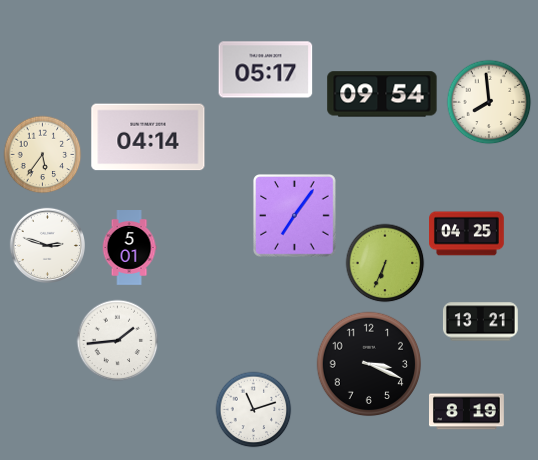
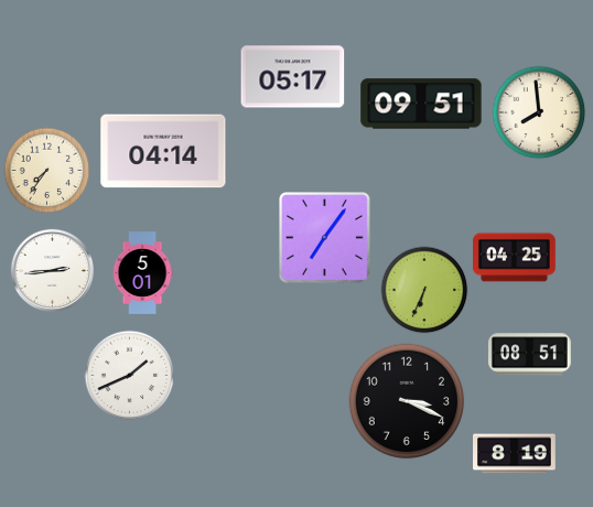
clock at (382, 94): 09:54 -> 09:51
clock at (43, 155): 5:36 -> 7:36
clock at (47, 245): 2:48 -> 2:44
clock at (481, 322): 13:21 -> 08:51
clock at (118, 341): 1:44 -> 1:41
clock at (254, 410): 11:12 -> none
